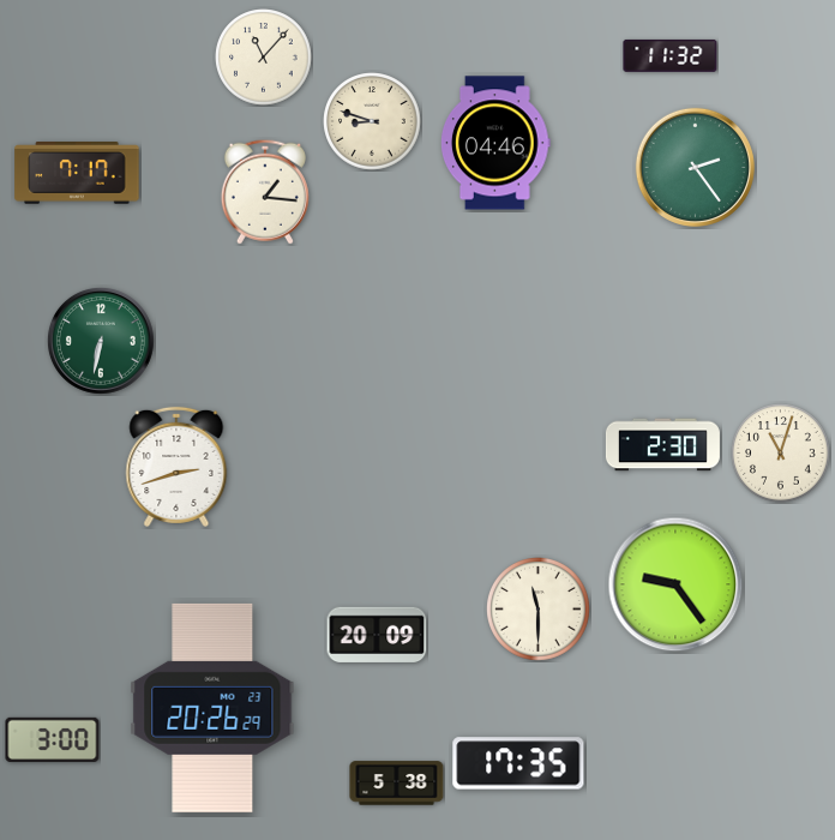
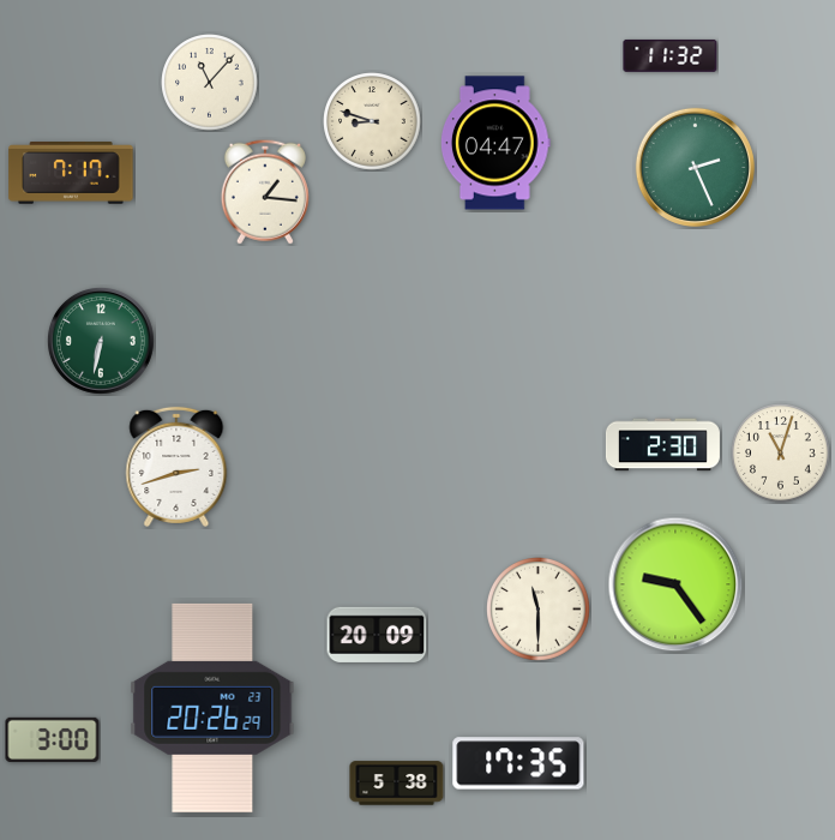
clock at (264, 58) position: (264, 58) -> (210, 83)
clock at (497, 143): 04:46 -> 04:47
clock at (695, 167): 2:24 -> 2:26
clock at (77, 174) position: (77, 174) -> (71, 174)
